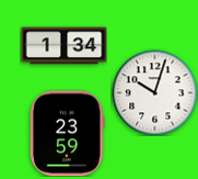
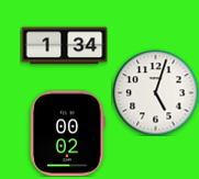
clock at (154, 92): 10:03 -> 5:03
clock at (68, 133): 23:59 -> 00:02
